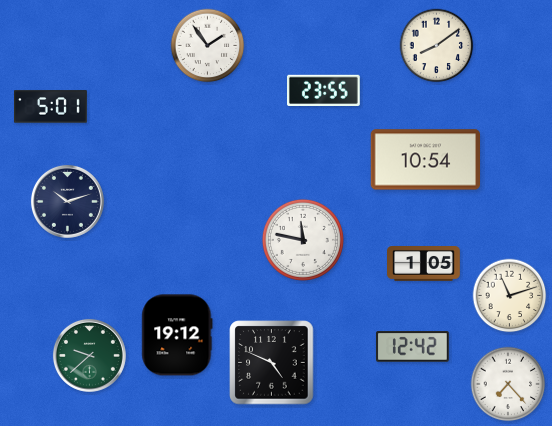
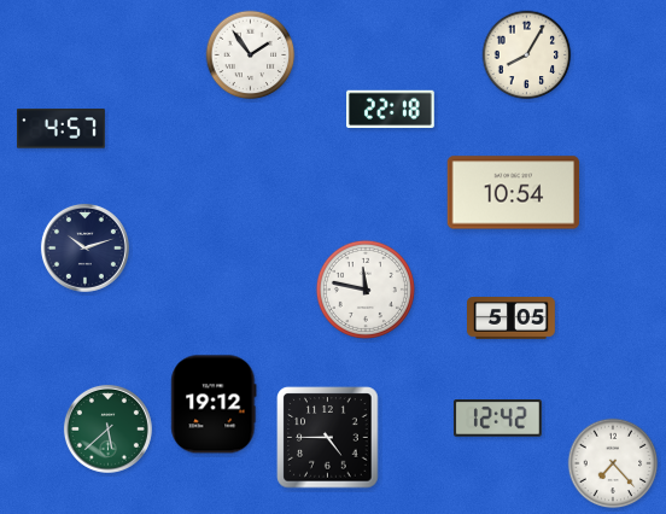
clock at (437, 46): 8:09 -> 8:05
clock at (324, 90): 23:55 -> 22:18
clock at (51, 107): 5:01 -> 4:57
clock at (67, 201) position: (67, 201) -> (84, 247)
clock at (424, 264): 1:05 -> 5:05
clock at (510, 296): 11:12 -> none
clock at (89, 355): 9:38 -> 5:38
clock at (272, 363): 4:49 -> 4:45
